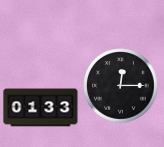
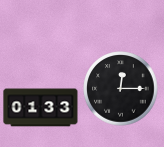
clock at (121, 86) position: (121, 86) -> (121, 89)
